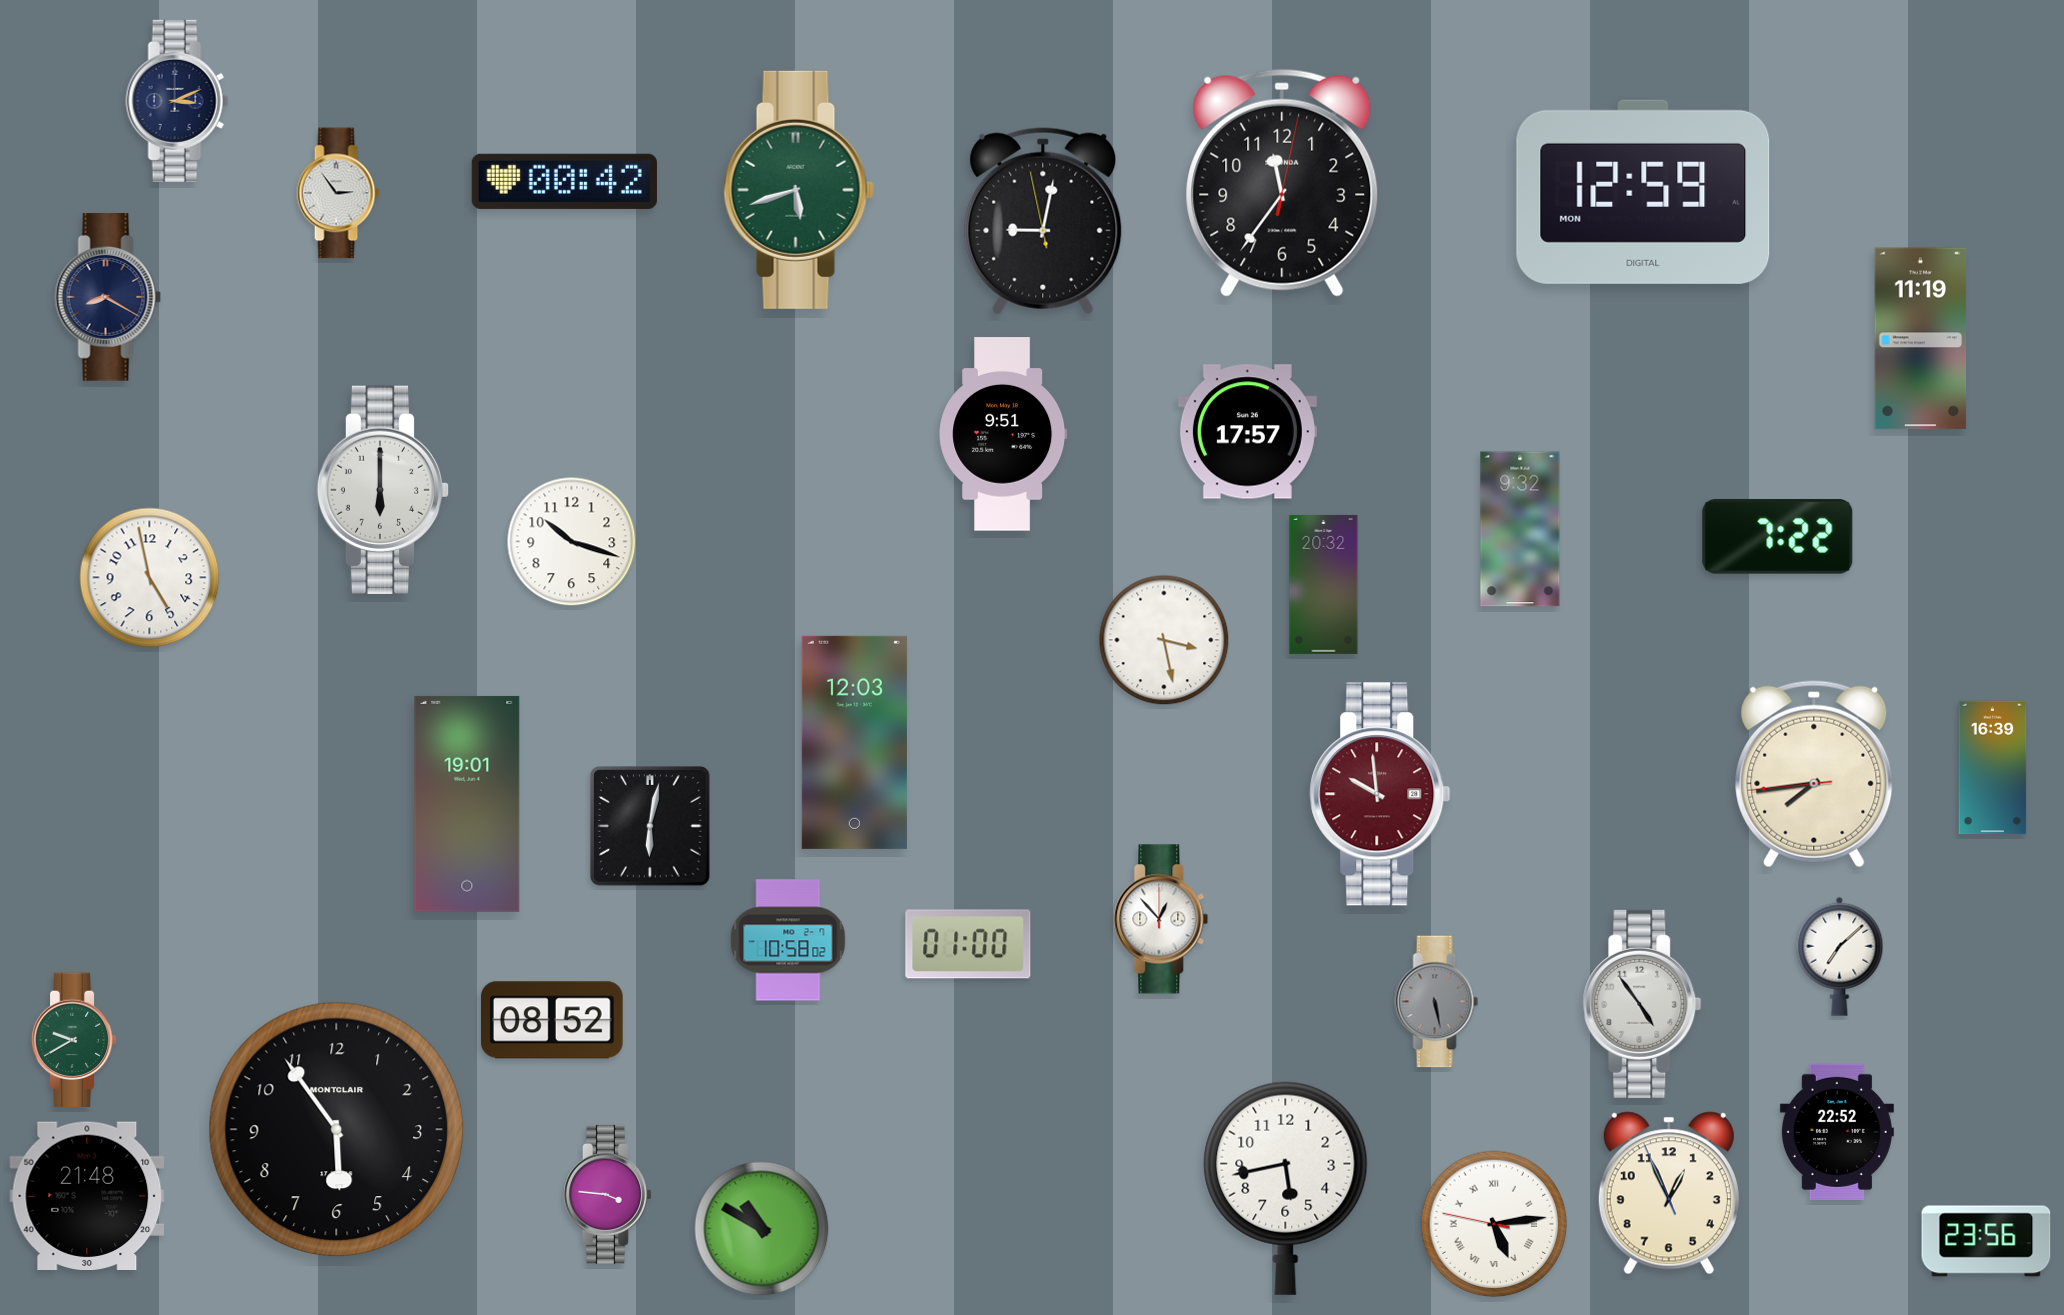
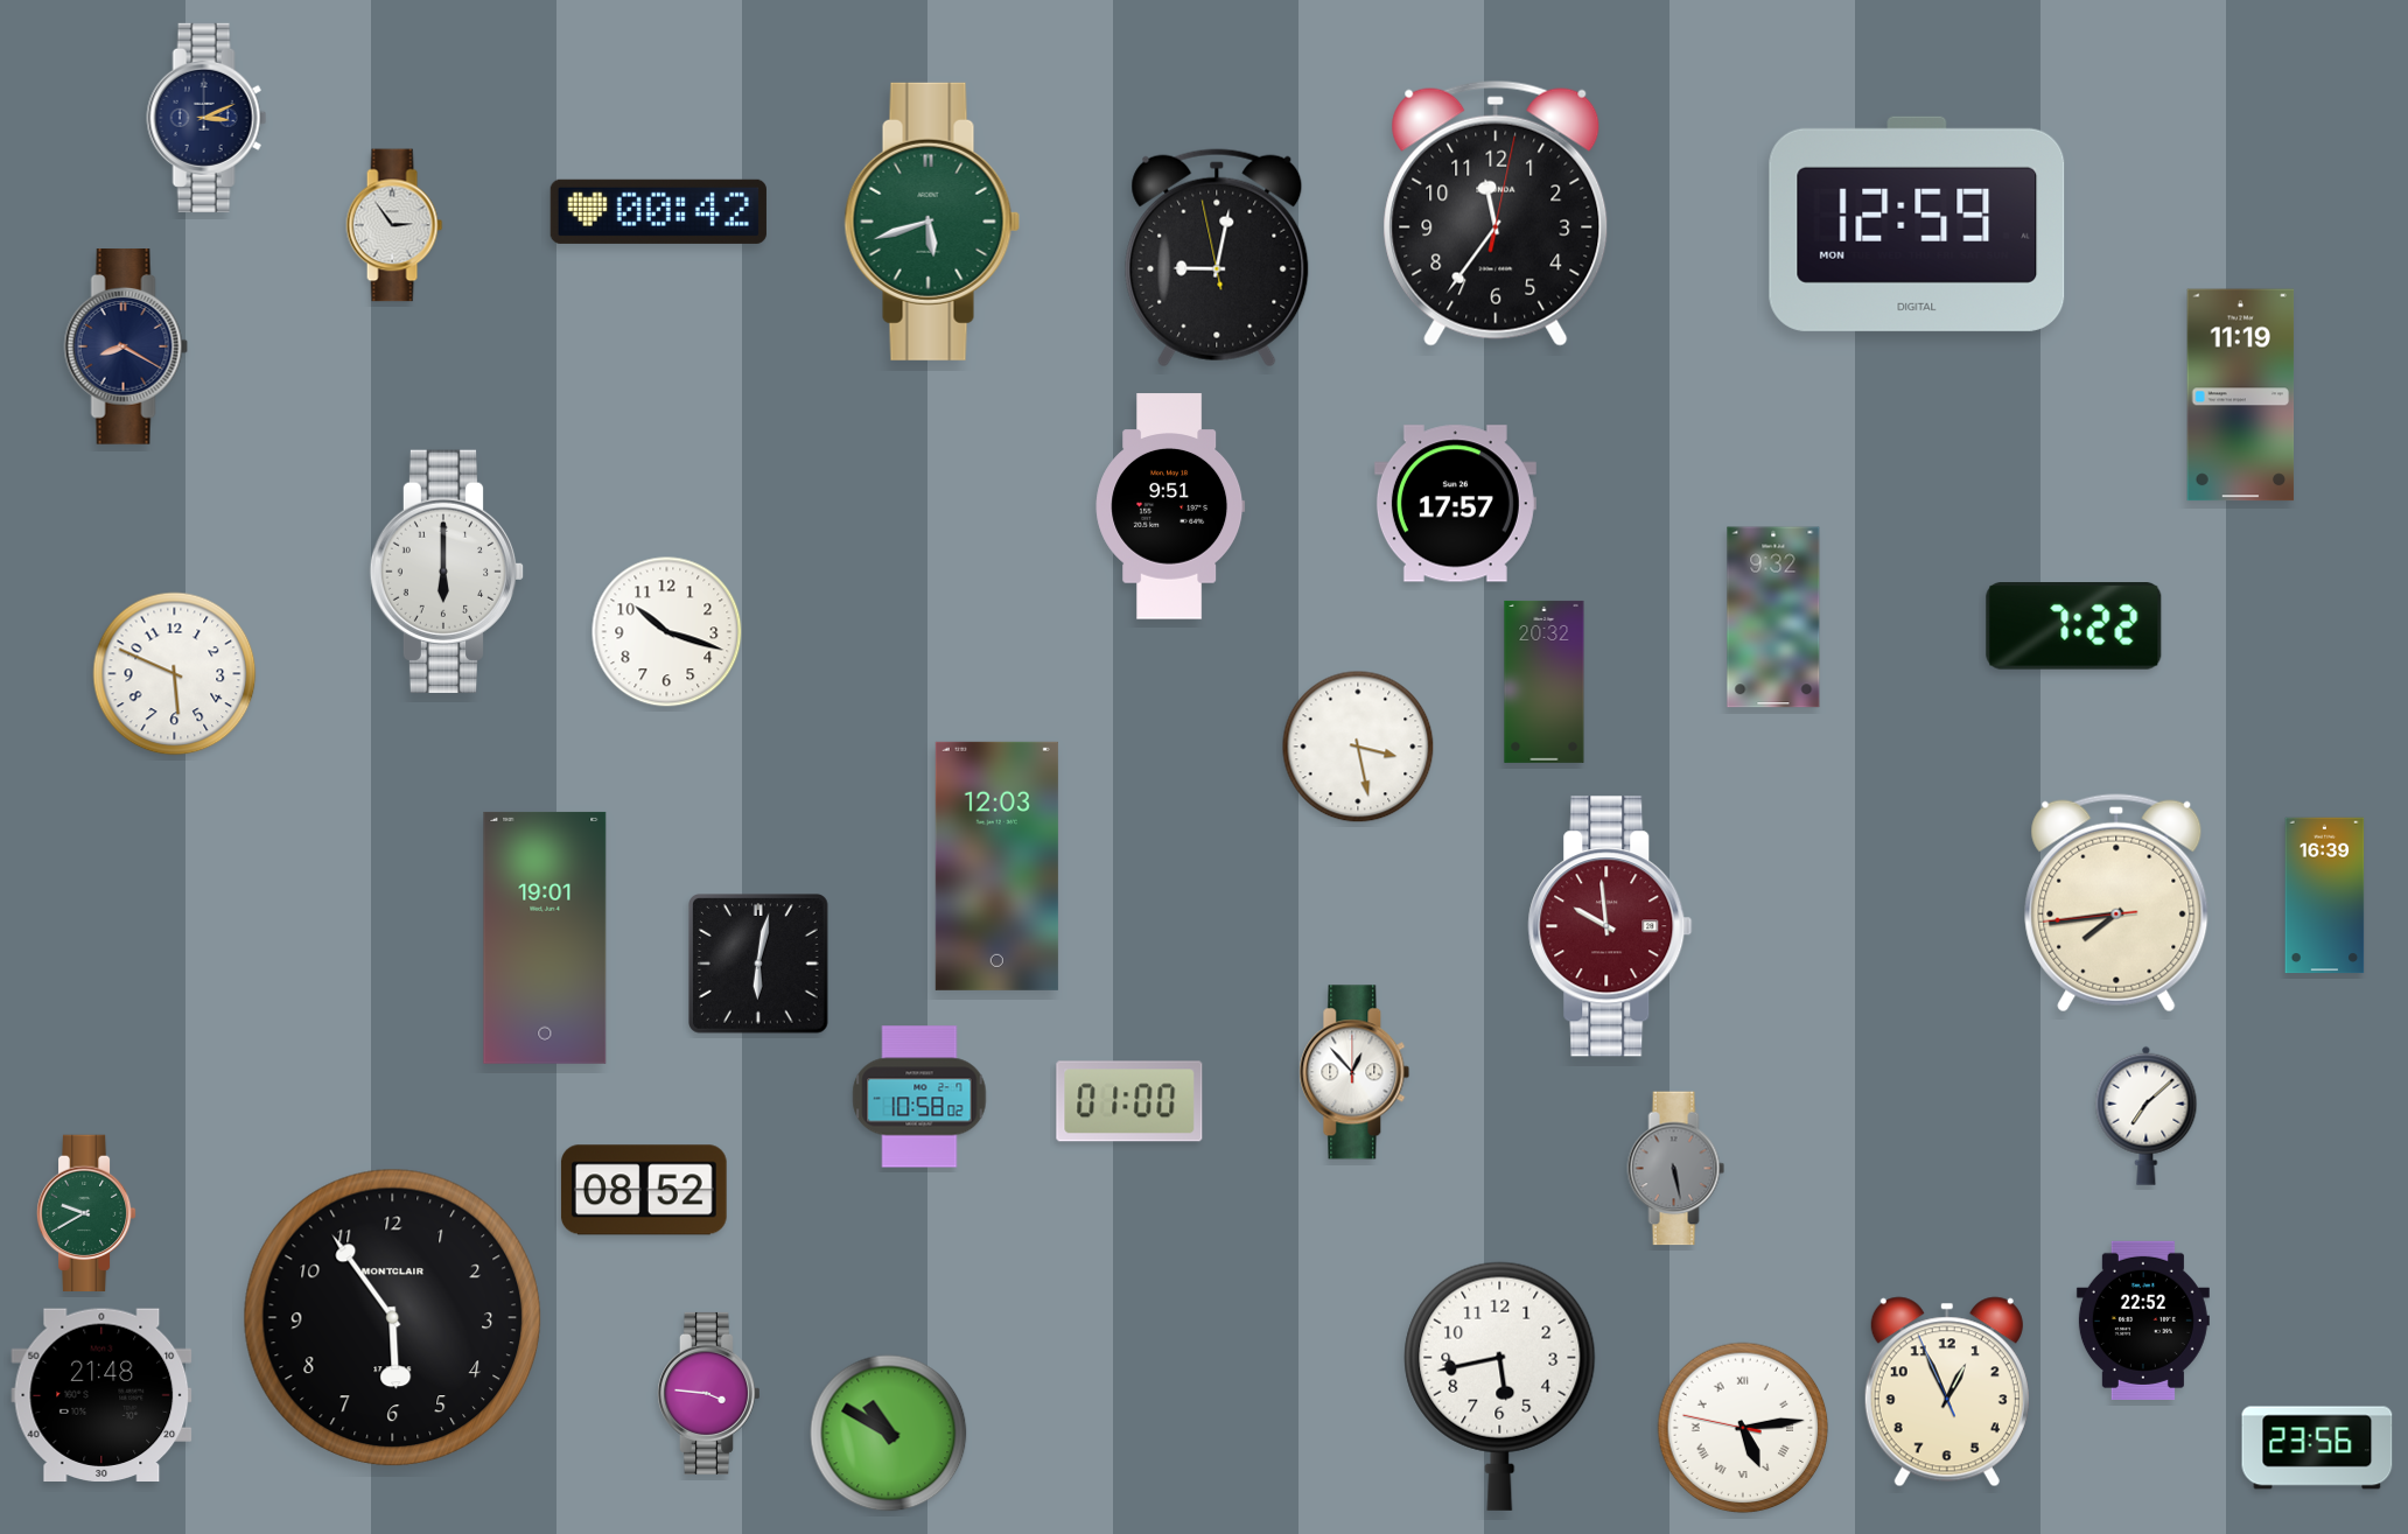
clock at (150, 578): 4:58 -> 5:49
clock at (1642, 1004): 4:54 -> none
